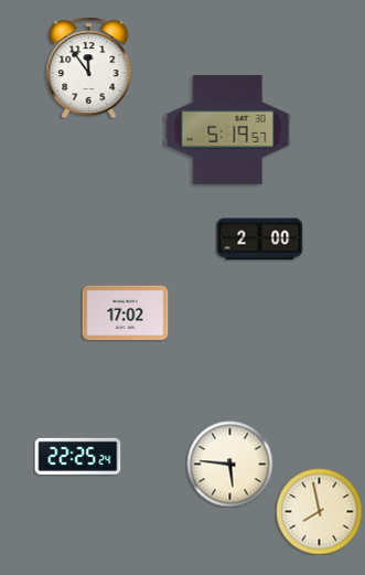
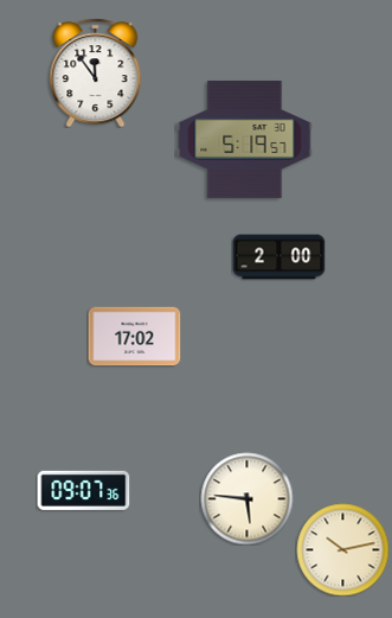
clock at (77, 456): 22:25 -> 09:07
clock at (319, 511): 7:58 -> 10:13
